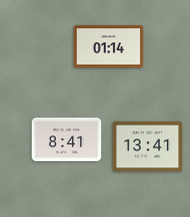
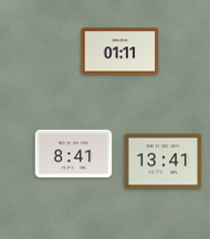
clock at (109, 47): 01:14 -> 01:11
